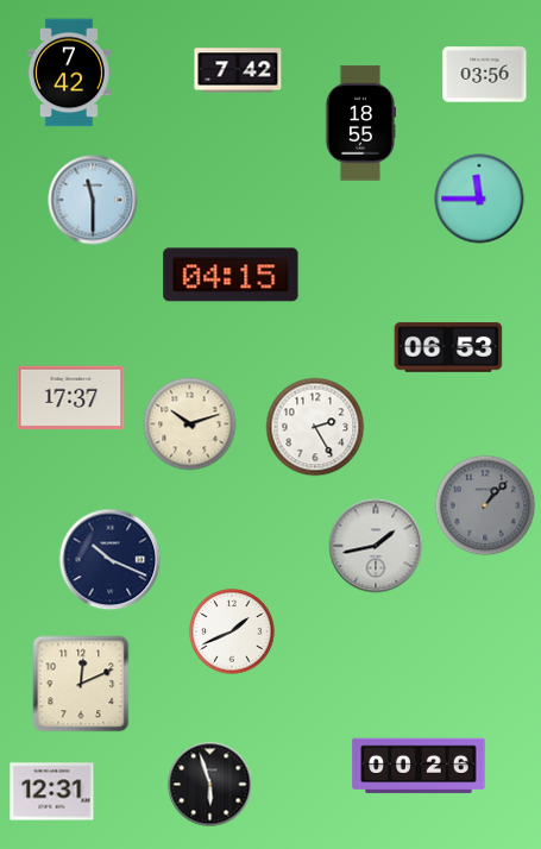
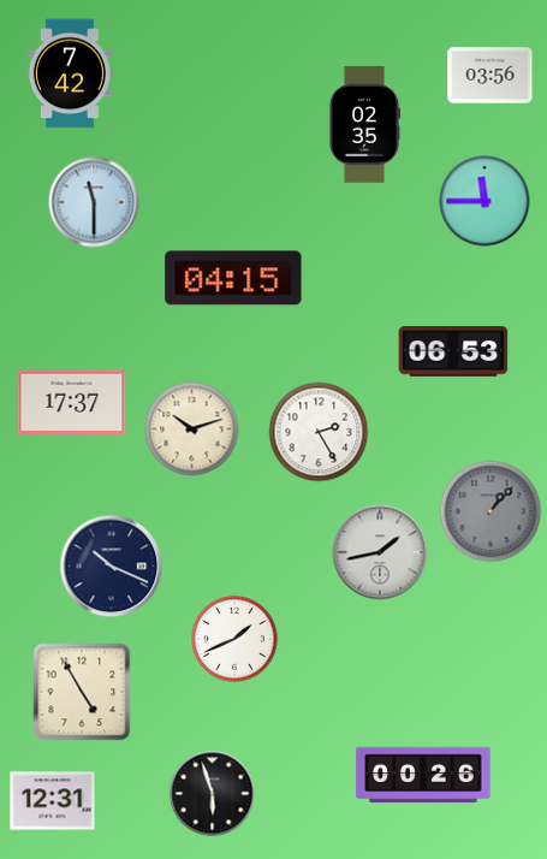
clock at (238, 70): 7:42 -> none
clock at (359, 124): 18:55 -> 02:35
clock at (81, 684): 12:11 -> 4:55
